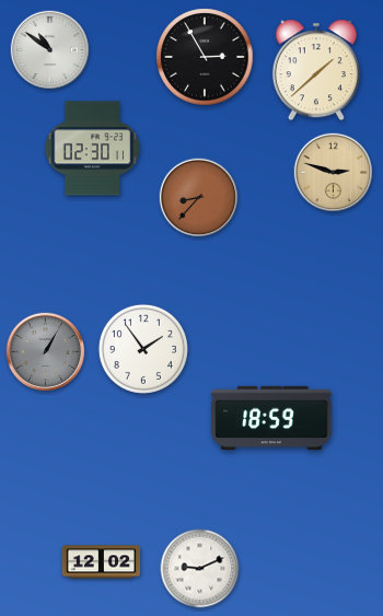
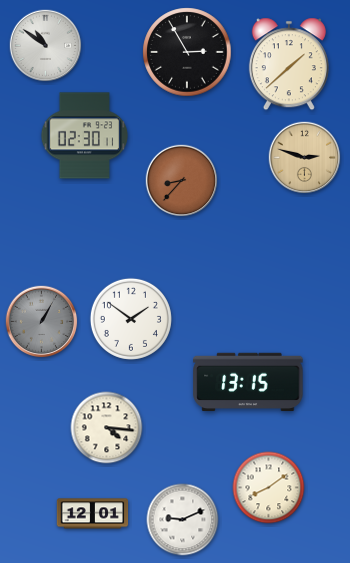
clock at (143, 349): 1:54 -> 1:51
clock at (271, 418): 18:59 -> 13:15
clock at (107, 428): none -> 4:16
clock at (269, 488): none -> 8:09
clock at (102, 562): 12:02 -> 12:01
